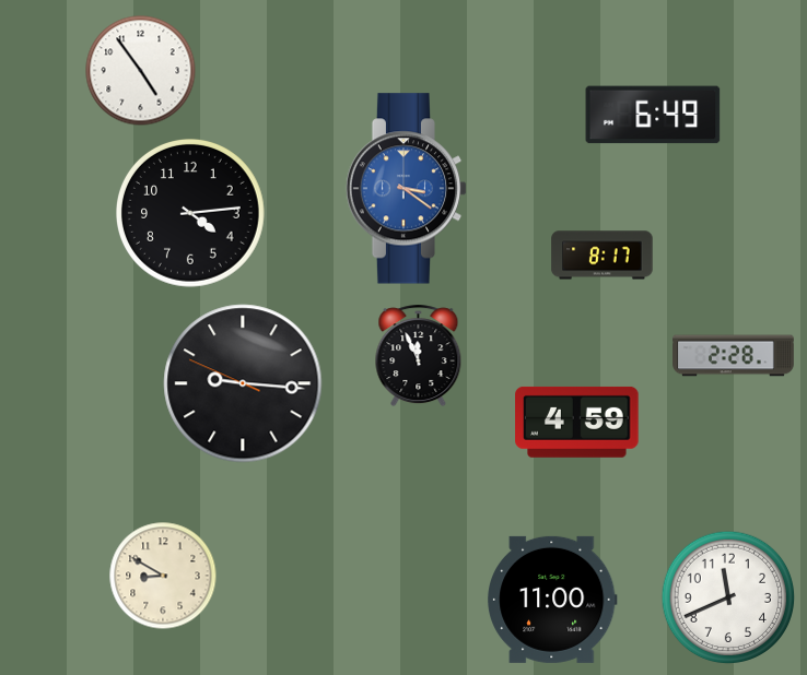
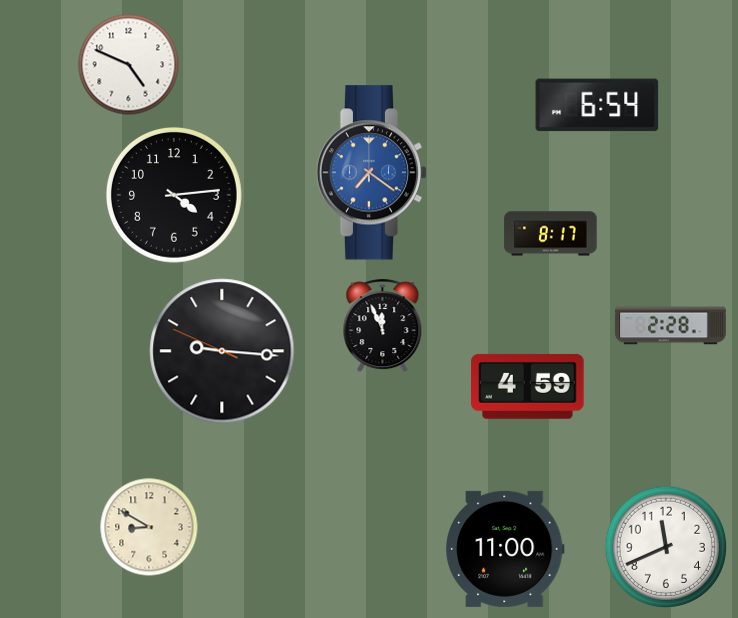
clock at (141, 71): 4:54 -> 4:49
clock at (653, 115): 6:49 -> 6:54
clock at (407, 189): 3:21 -> 7:21
